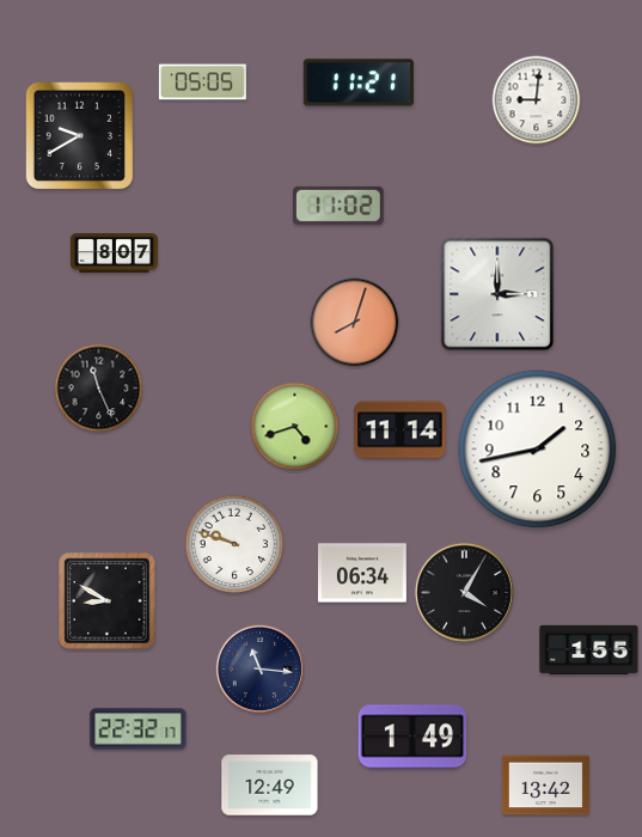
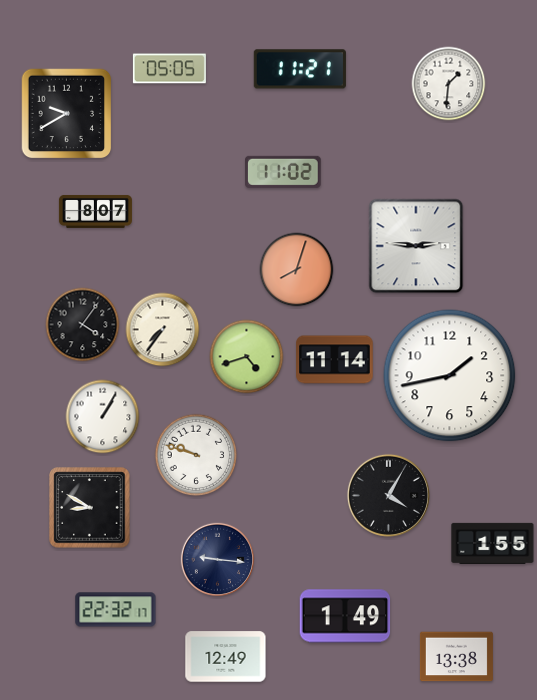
clock at (537, 100): 9:01 -> 1:31
clock at (497, 294): 3:00 -> 2:46
clock at (99, 389): 11:26 -> 4:06
clock at (163, 330): none -> 7:36
clock at (103, 417): none -> 1:05
clock at (362, 573): 06:34 -> none
clock at (108, 601) position: (108, 601) -> (90, 508)
clock at (261, 668): 11:16 -> 9:16
clock at (545, 786): 13:42 -> 13:38
